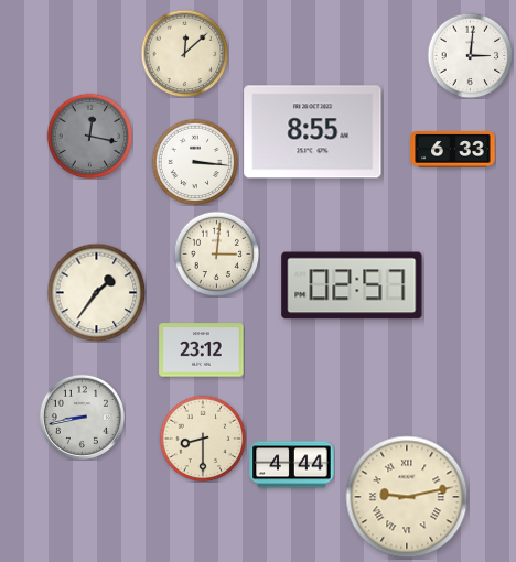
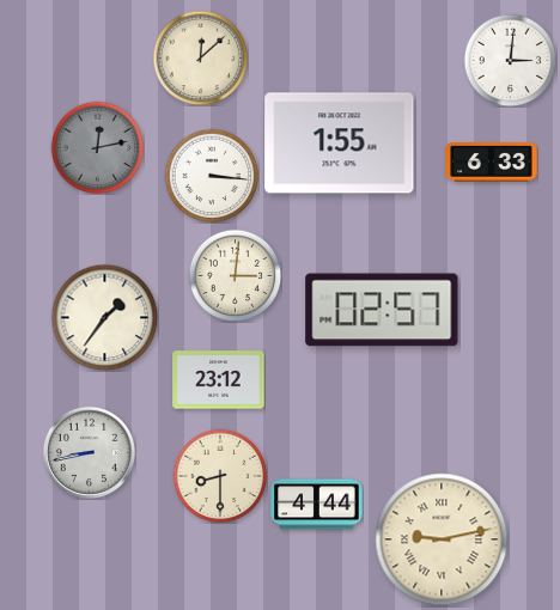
clock at (313, 132): 8:55 -> 1:55
clock at (89, 136): 12:17 -> 12:13
